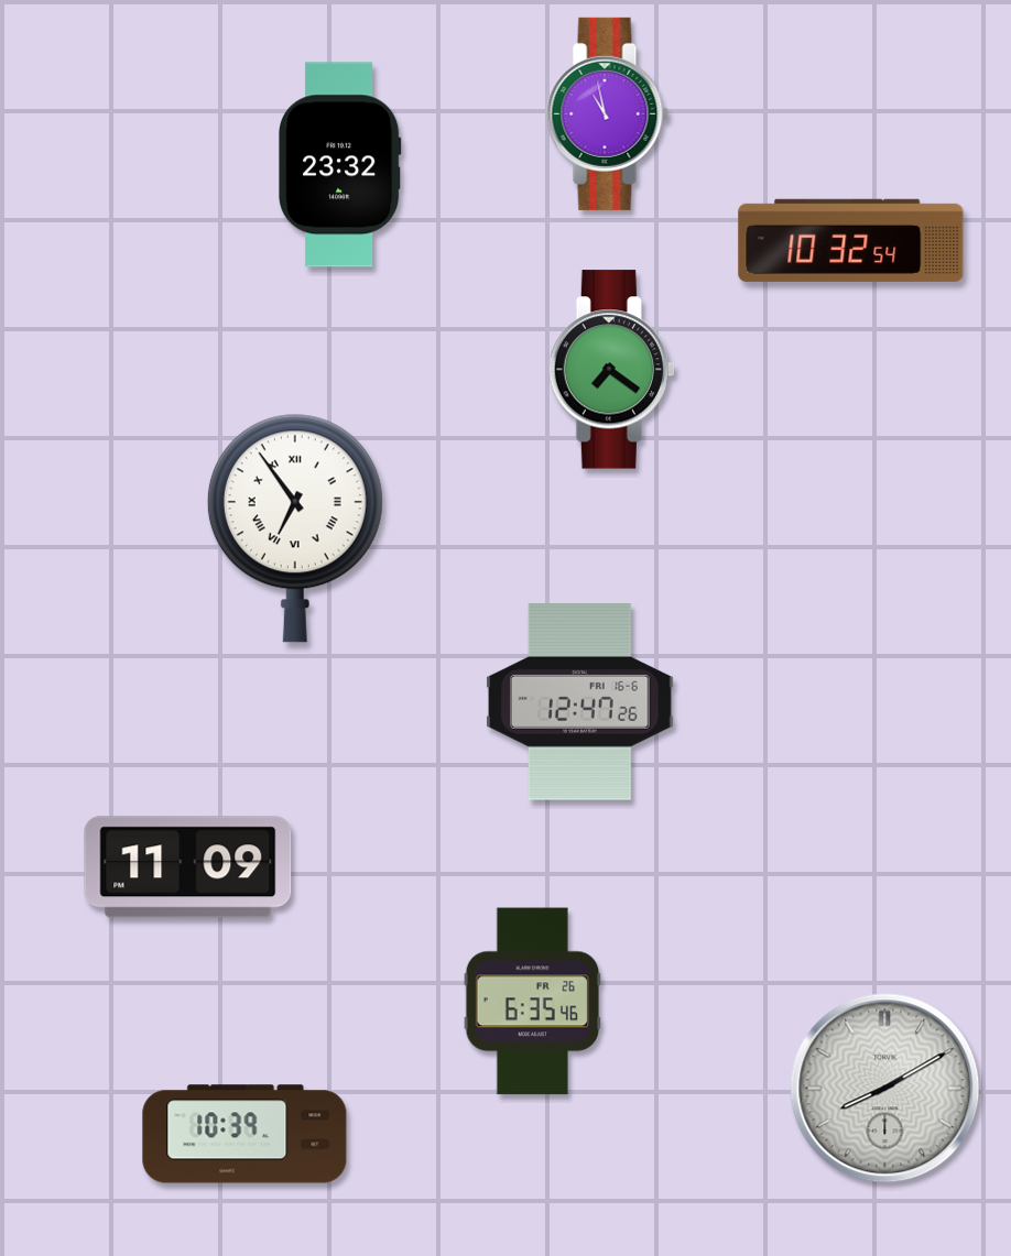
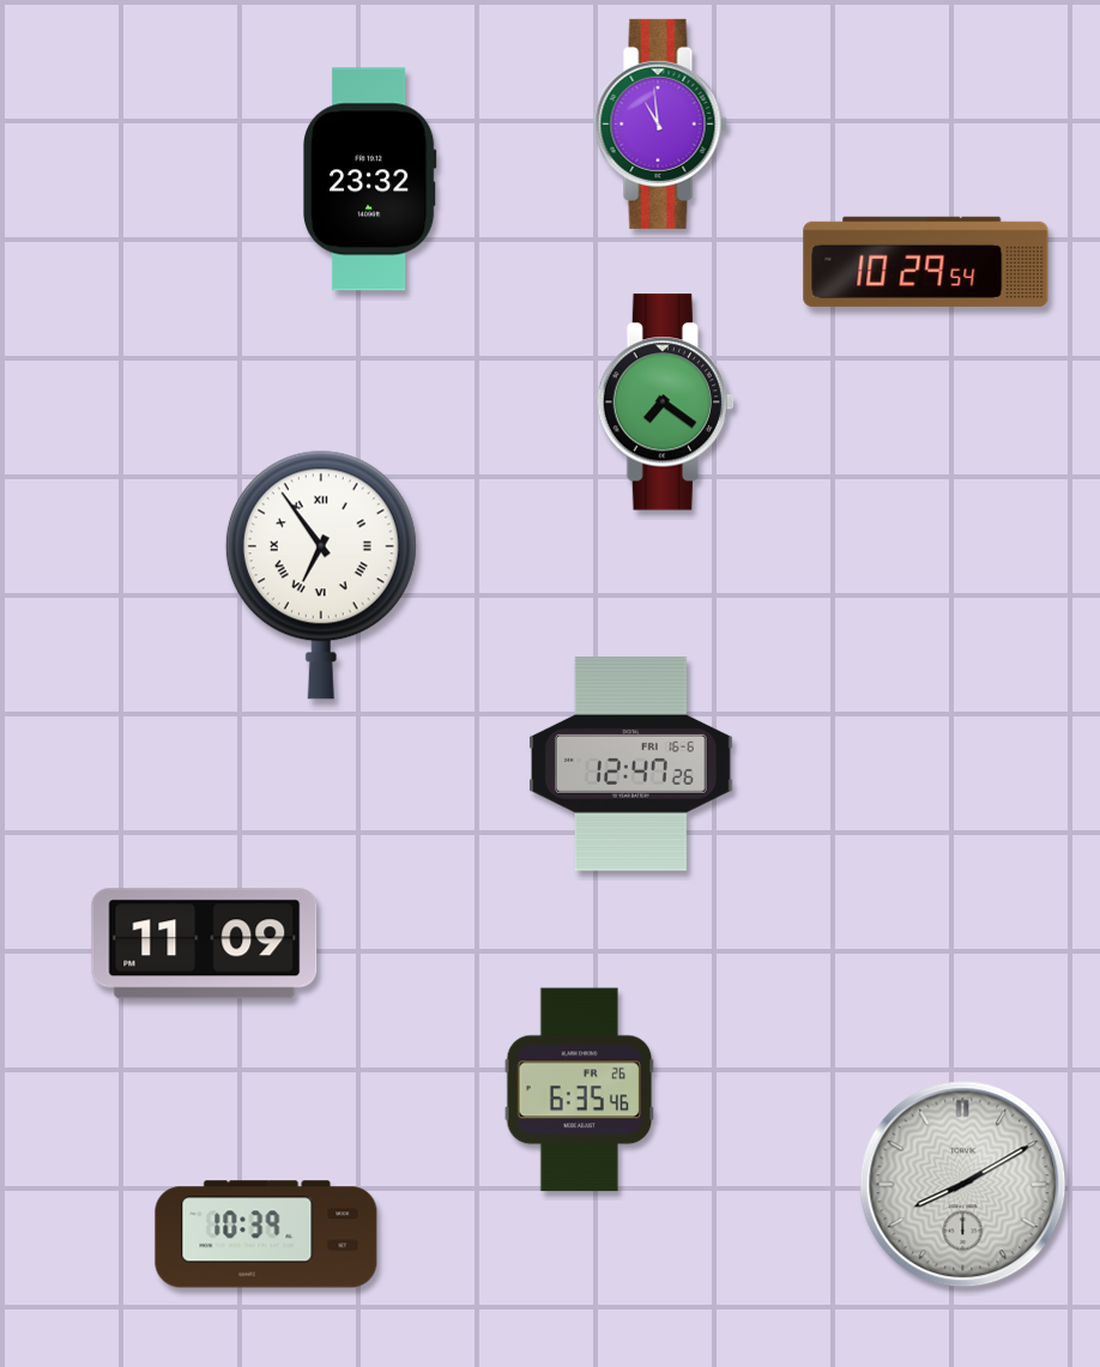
clock at (607, 113): 10:58 -> 10:59
clock at (851, 240): 10:32 -> 10:29
